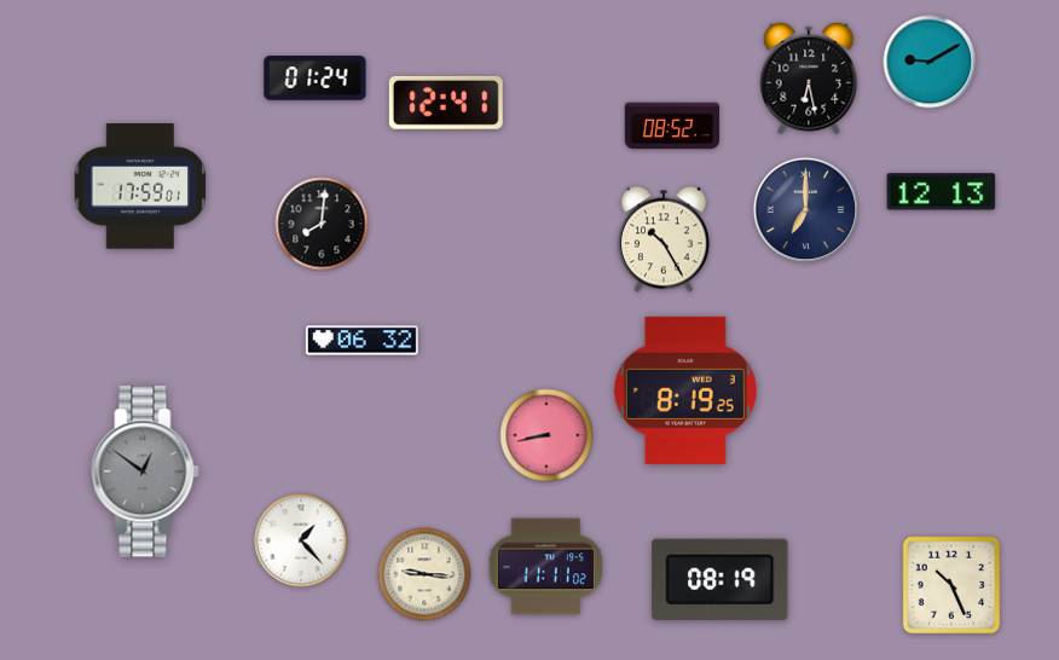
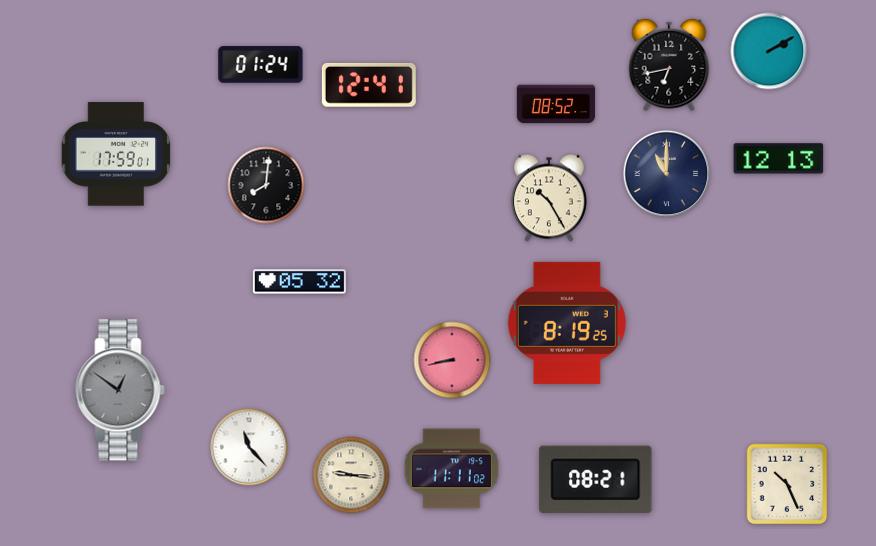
clock at (930, 62): 9:10 -> 2:10
clock at (809, 79): 6:28 -> 6:43
clock at (806, 210): 7:00 -> 11:00
clock at (361, 341): 06:32 -> 05:32
clock at (301, 540): 1:23 -> 11:23
clock at (721, 579): 08:19 -> 08:21
